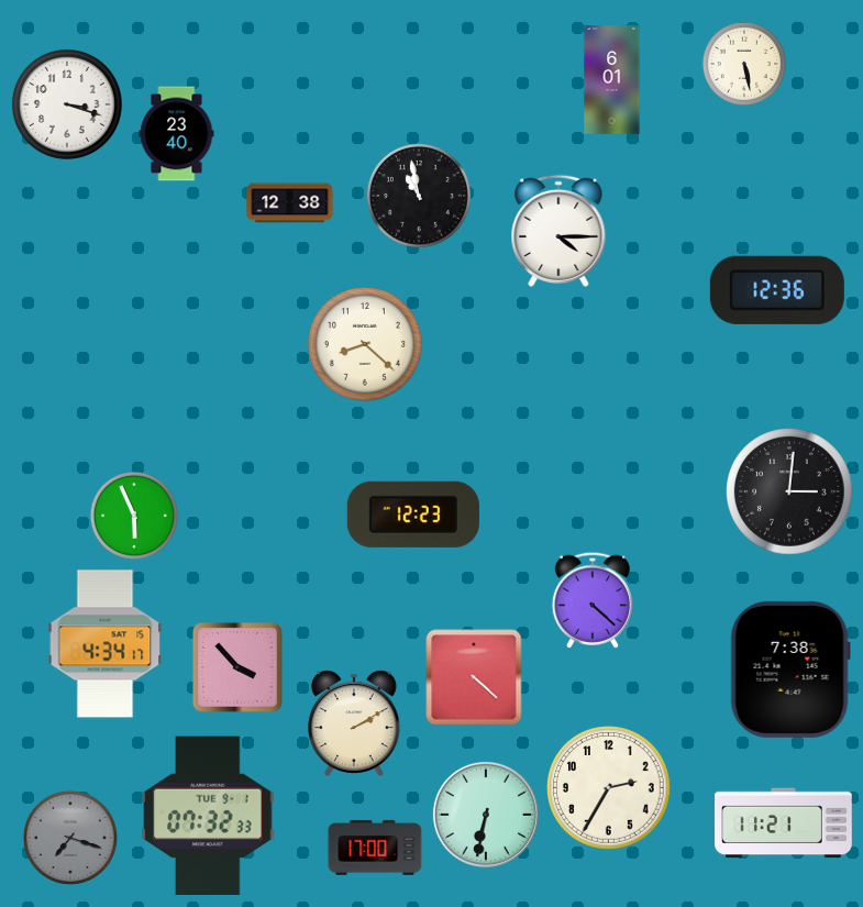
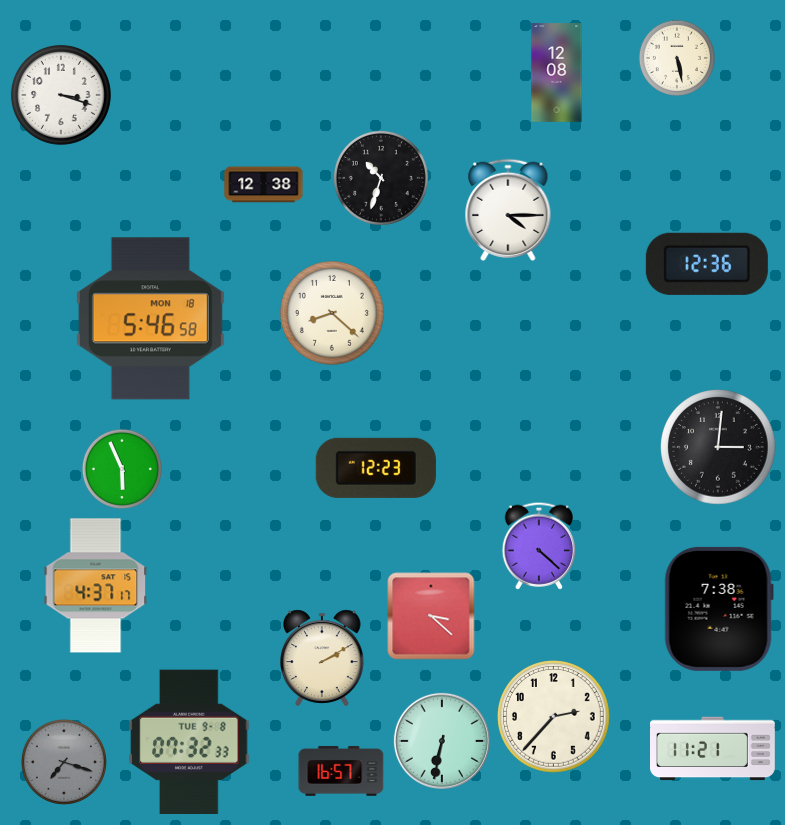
clock at (612, 80): 6:01 -> 12:08
clock at (177, 134): 23:40 -> none
clock at (419, 196): 10:58 -> 10:33
clock at (150, 319): none -> 5:46
clock at (106, 644): 4:34 -> 4:37
clock at (239, 668): 3:53 -> none
clock at (474, 677): 4:22 -> 3:22
clock at (609, 788): 2:35 -> 2:37
clock at (208, 815) date: TUE 9-1 -> TUE 9-8
clock at (375, 848): 17:00 -> 16:57
